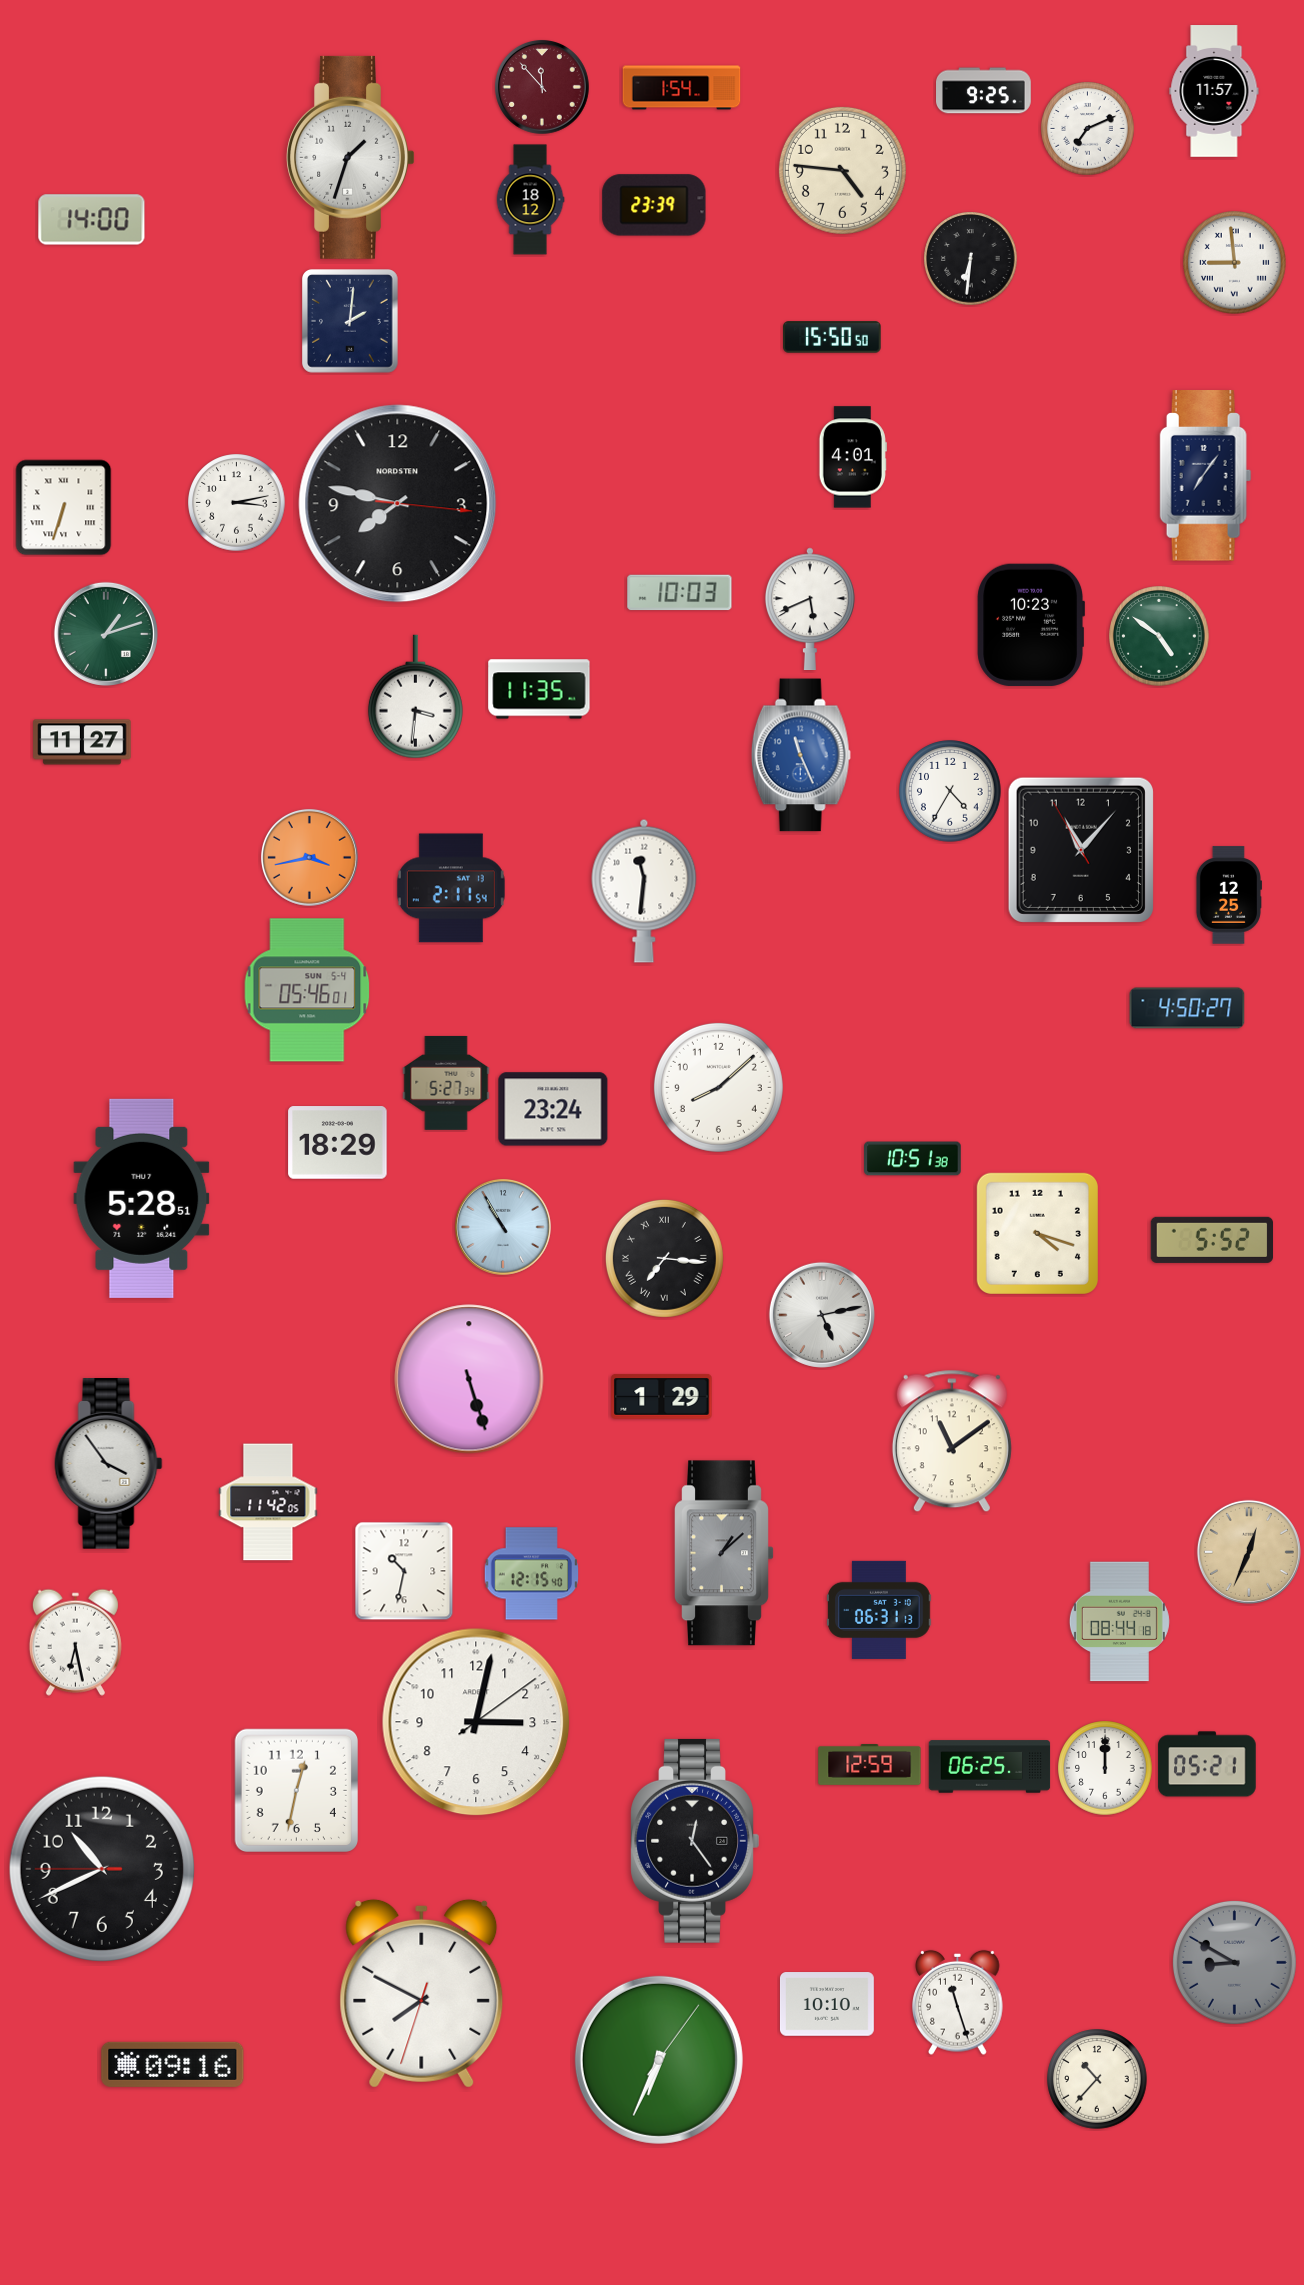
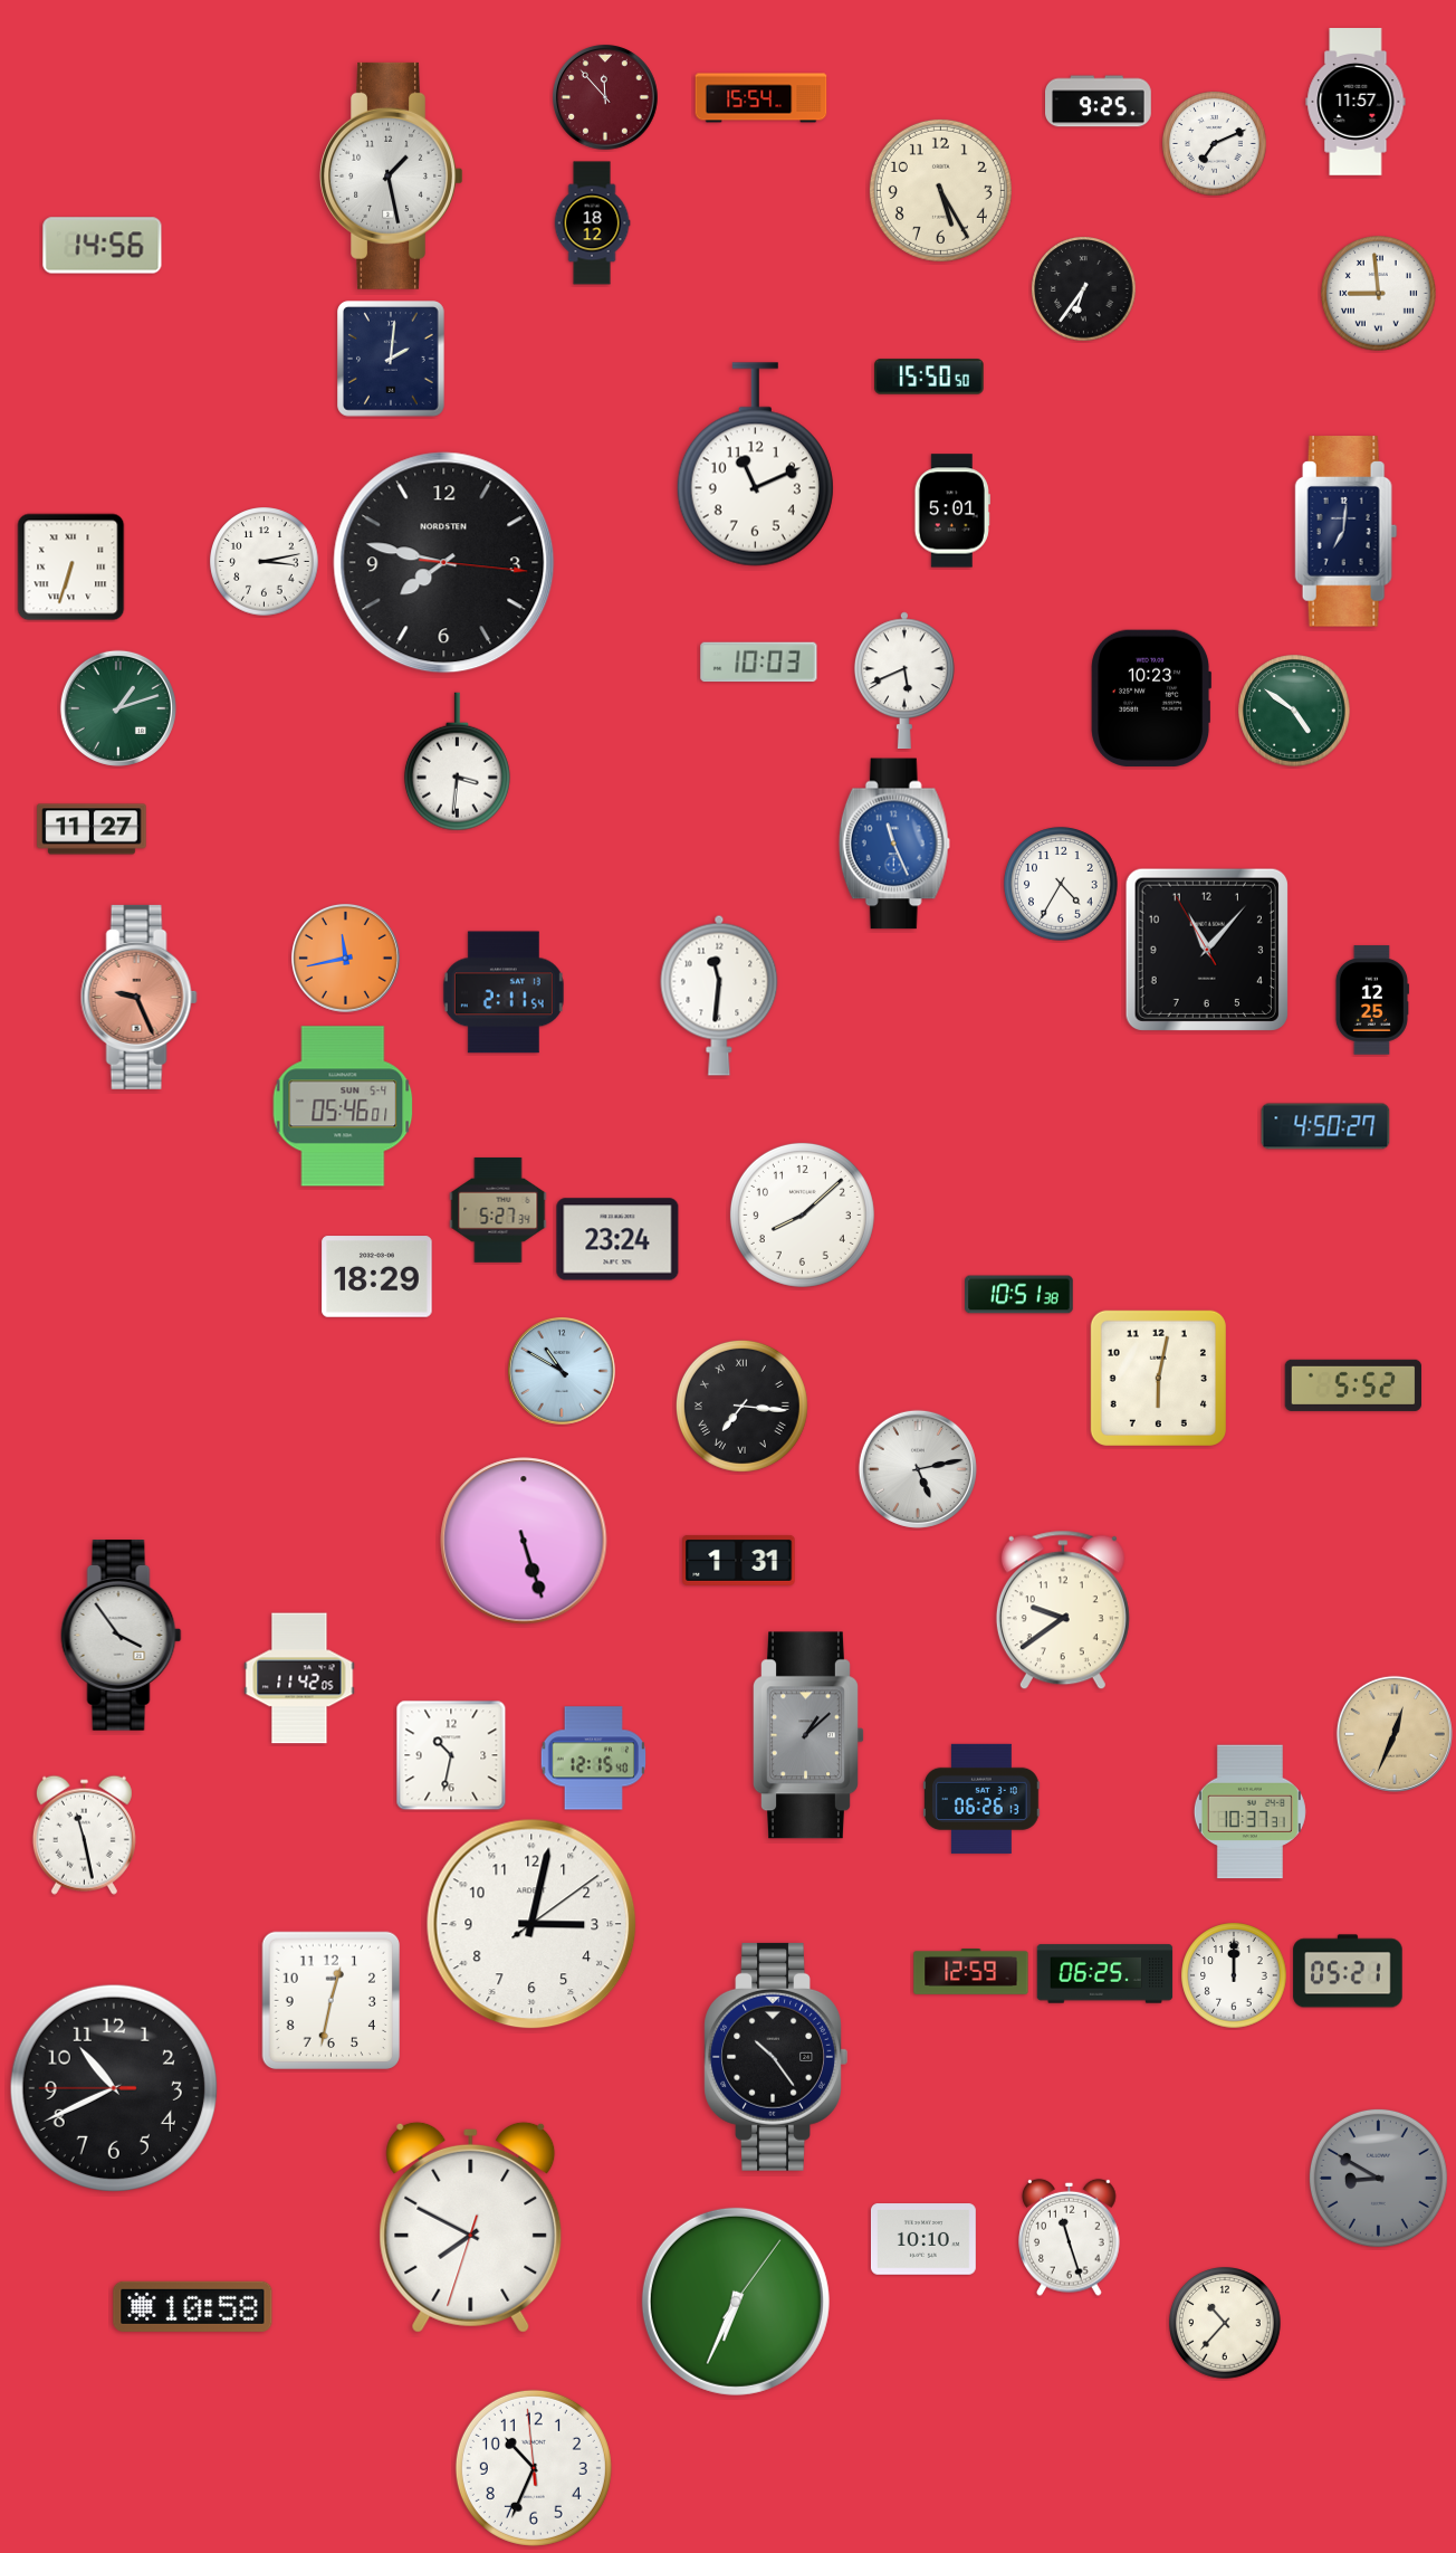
clock at (682, 88): 1:54 -> 15:54
clock at (351, 157): 1:33 -> 1:28
clock at (842, 170): 4:46 -> 5:25
clock at (654, 205): 23:39 -> none
clock at (92, 220): 14:00 -> 14:56
clock at (971, 259): 6:31 -> 6:36
clock at (755, 465): none -> 11:11
clock at (853, 457): 4:01 -> 5:01
clock at (1206, 476): 7:06 -> 7:01
clock at (539, 689): 11:35 -> none
clock at (415, 697) position: (415, 697) -> (457, 762)
clock at (309, 857): 3:43 -> 11:43
clock at (138, 997): none -> 9:26
clock at (142, 1198): 5:28 -> none
clock at (503, 1227): 10:55 -> 10:50
clock at (1037, 1233): 4:18 -> 6:02
clock at (662, 1397): 1:29 -> 1:31
clock at (952, 1441): 11:09 -> 9:39
clock at (879, 1610): 06:31 -> 06:26
clock at (1119, 1622): 08:44 -> 10:37
clock at (75, 1642): 6:28 -> 11:28
clock at (695, 1841): 12:24 -> 10:24
clock at (1234, 1962) position: (1234, 1962) -> (1378, 2178)
clock at (173, 2064): 09:16 -> 10:58
clock at (534, 2468): none -> 10:33
